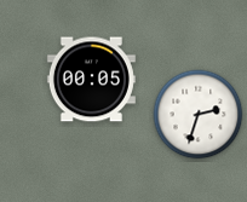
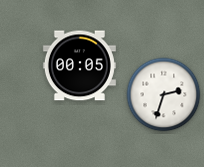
clock at (91, 80) position: (91, 80) -> (79, 66)
